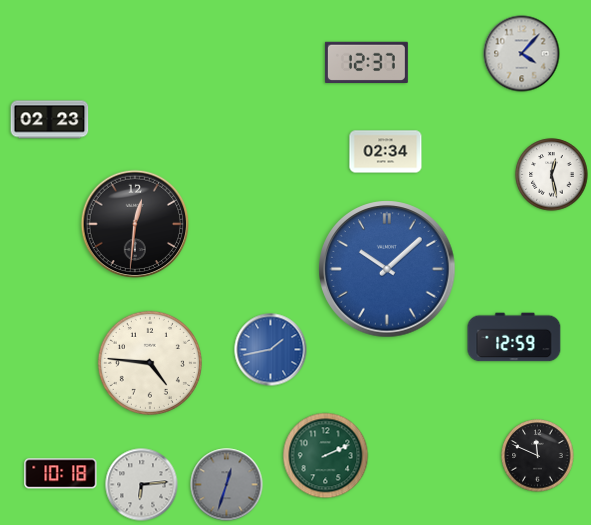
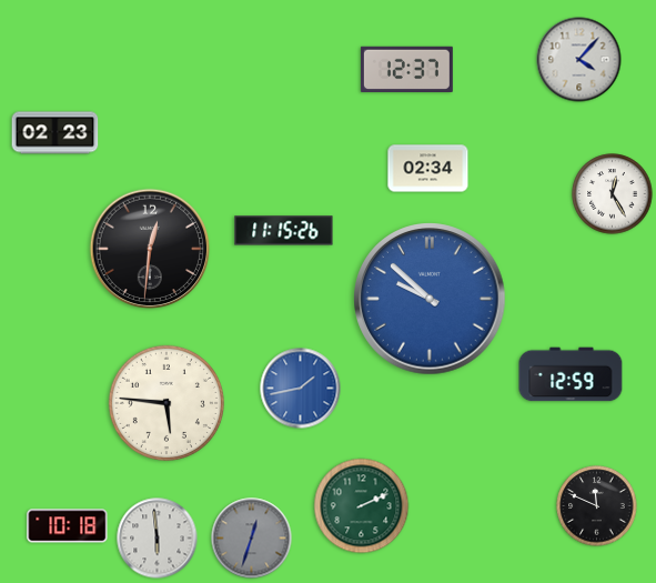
clock at (552, 175): 12:28 -> 12:25
clock at (284, 231): none -> 11:15
clock at (387, 269): 10:08 -> 9:52
clock at (150, 363): 4:46 -> 5:46
clock at (142, 485): 6:14 -> 5:59
